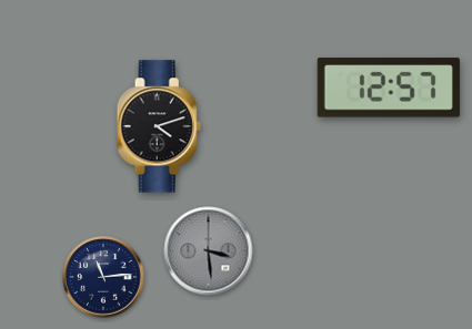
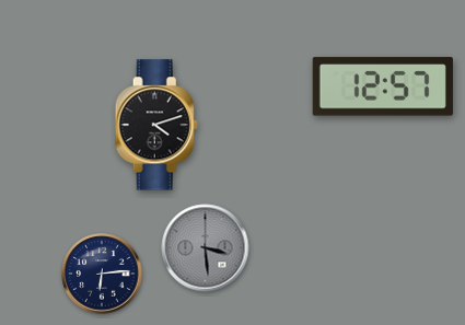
clock at (103, 277): 11:14 -> 6:14
